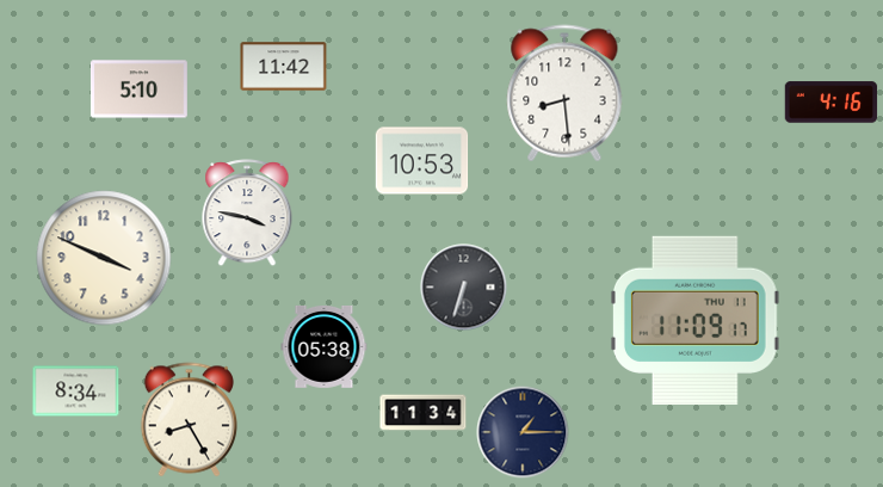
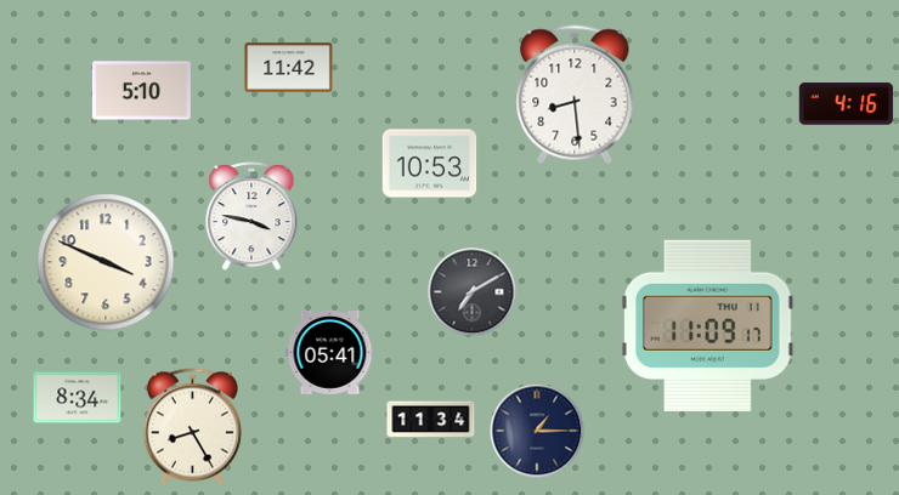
clock at (464, 288): 6:33 -> 7:10
clock at (325, 346): 05:38 -> 05:41
clock at (523, 432) position: (523, 432) -> (537, 431)
